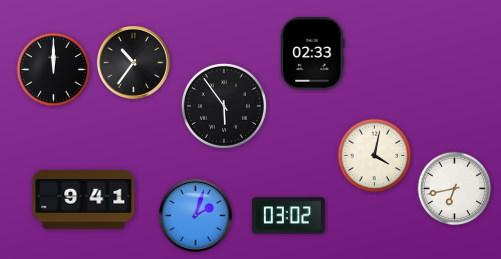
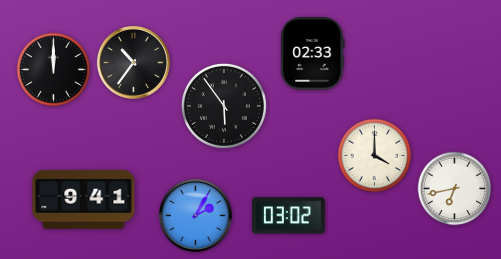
clock at (375, 156): 4:02 -> 4:00
clock at (195, 215): 2:03 -> 2:05
